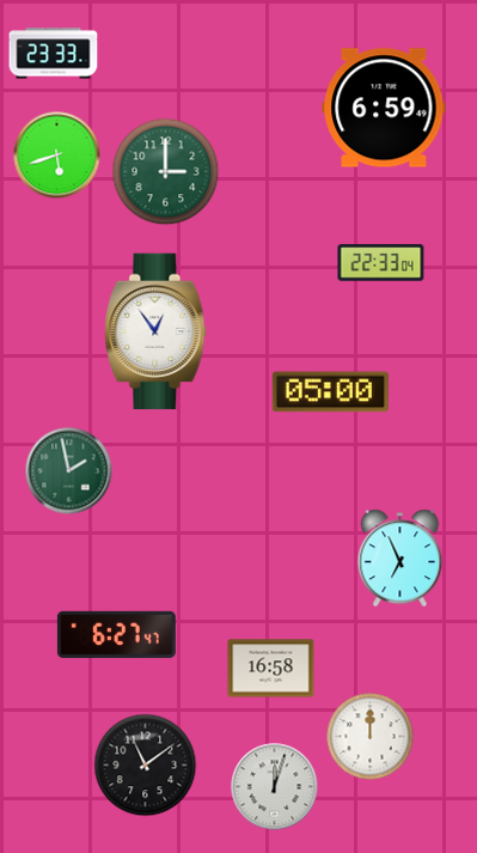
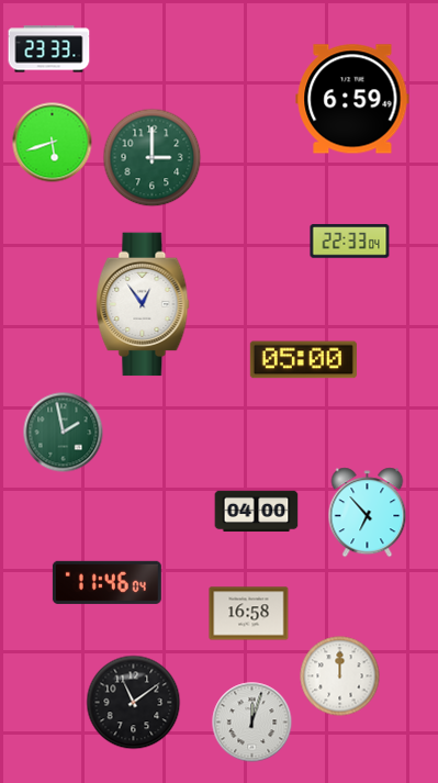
clock at (257, 512): none -> 04:00
clock at (400, 559): 6:56 -> 6:53
clock at (116, 634): 6:27 -> 11:46
